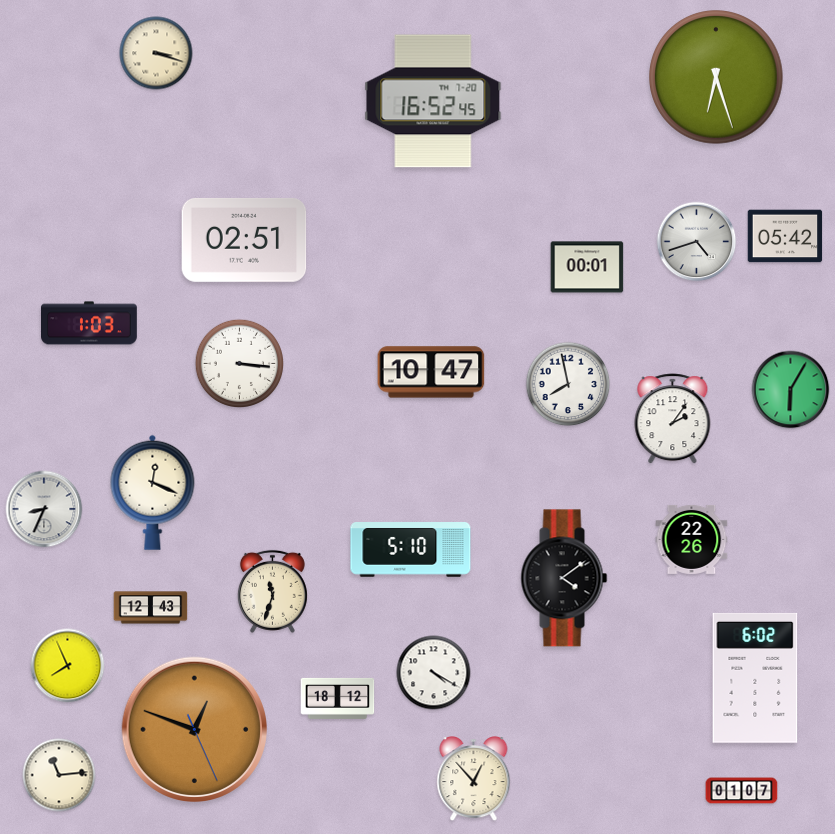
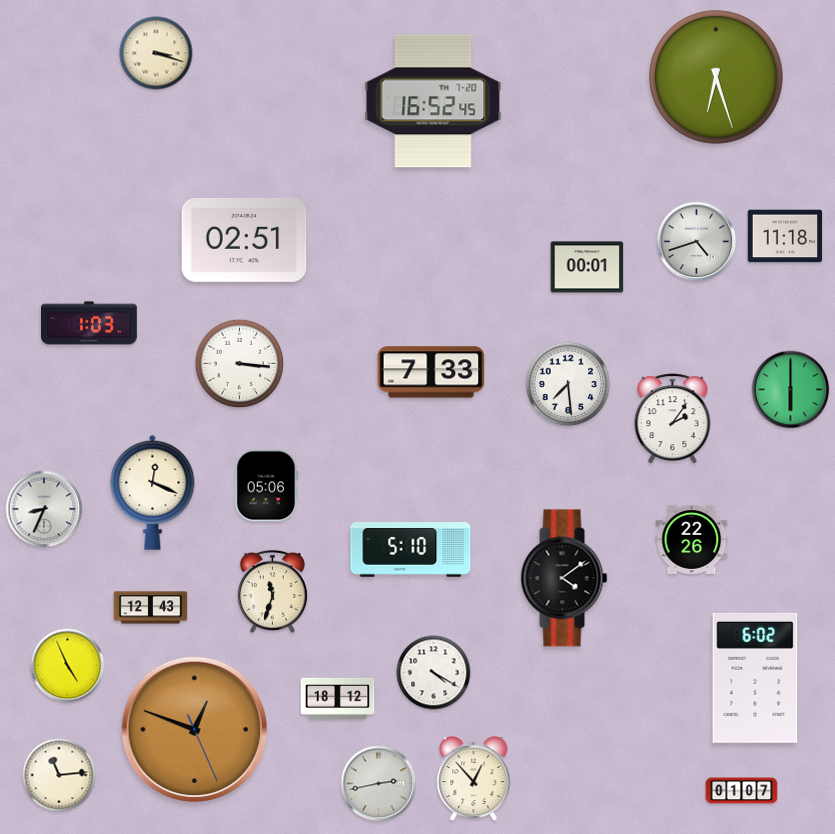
clock at (785, 236): 05:42 -> 11:18
clock at (431, 372): 10:47 -> 7:33
clock at (568, 384): 7:58 -> 7:29
clock at (791, 390): 6:05 -> 6:00
clock at (267, 486): none -> 05:06
clock at (68, 666): 7:56 -> 4:56
clock at (379, 784): none -> 2:43
